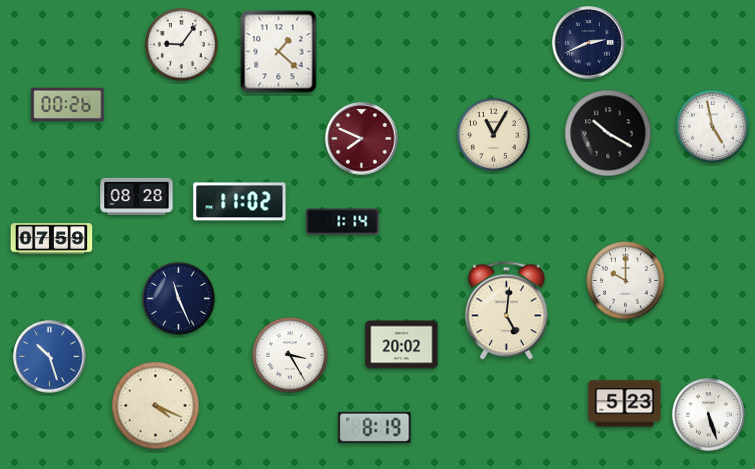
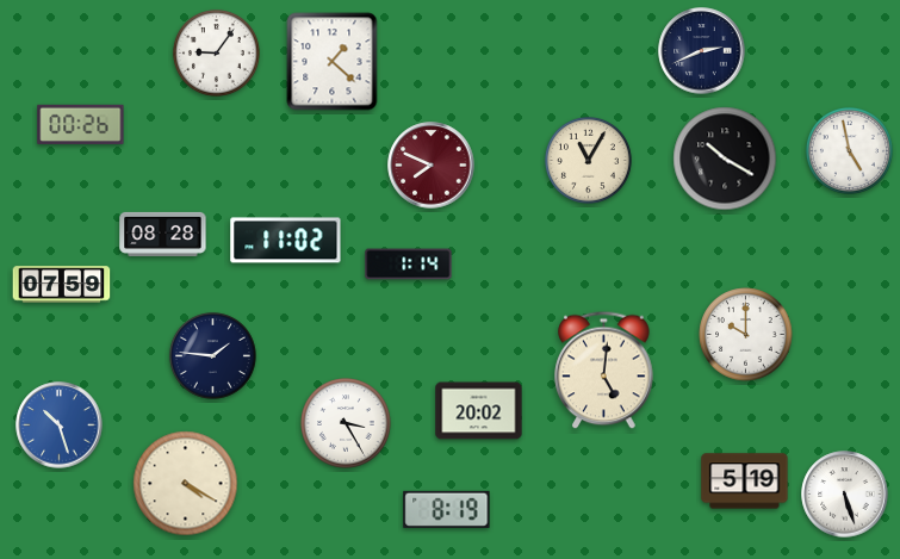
clock at (178, 298): 11:26 -> 1:46
clock at (625, 404): 5:23 -> 5:19
clock at (156, 406): 4:19 -> 4:20
